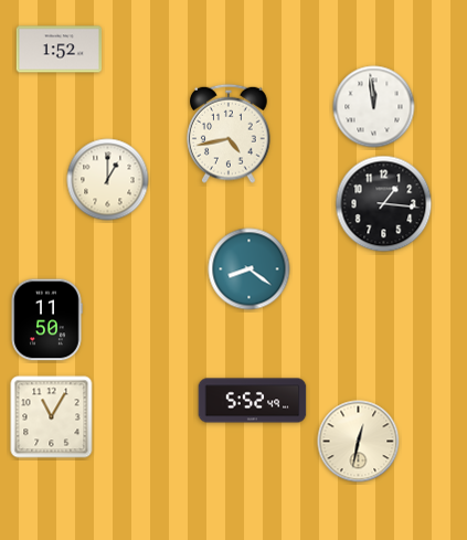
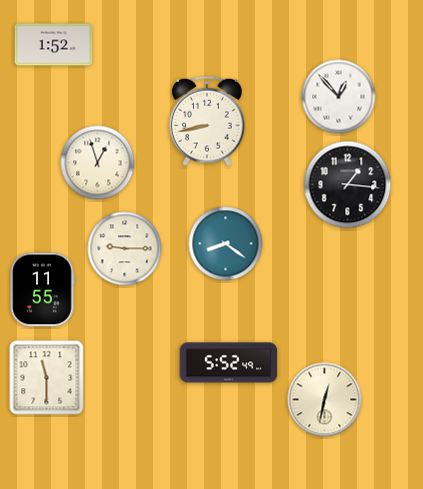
clock at (374, 107): 11:59 -> 12:53
clock at (229, 134): 4:43 -> 8:43
clock at (108, 180): 1:00 -> 12:57
clock at (125, 249): none -> 9:15
clock at (46, 320): 11:50 -> 11:55
clock at (52, 417): 11:05 -> 11:30
